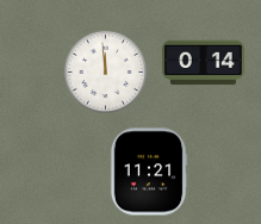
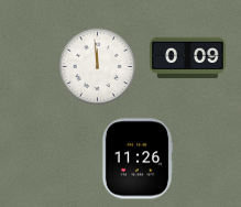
clock at (203, 63): 0:14 -> 0:09
clock at (149, 172): 11:21 -> 11:26
